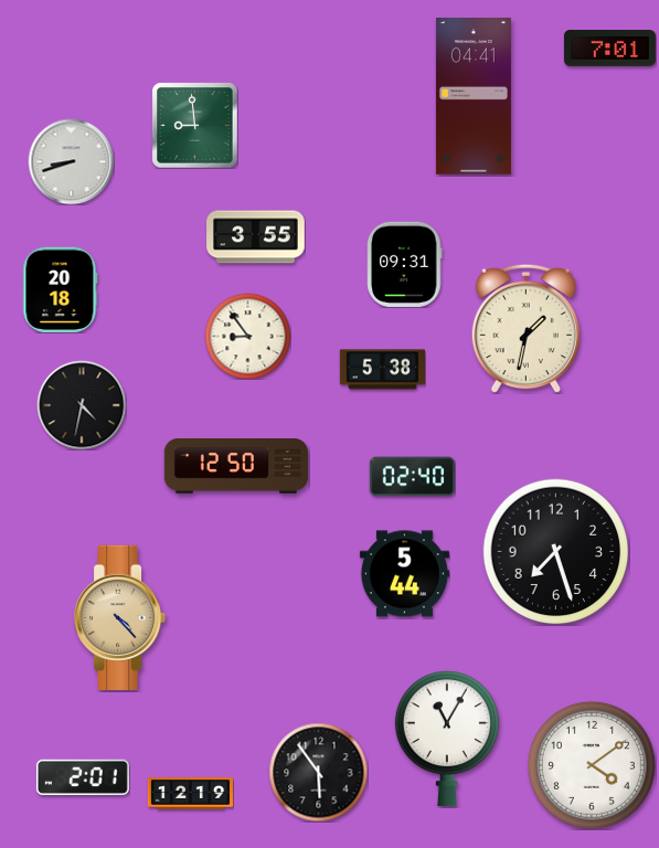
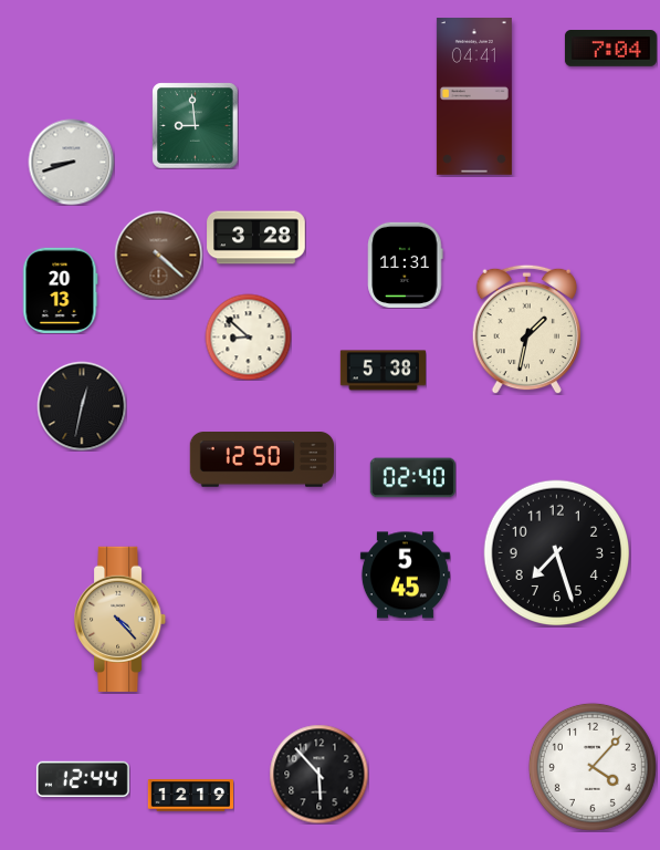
clock at (609, 49): 7:01 -> 7:04
clock at (256, 237): 3:55 -> 3:28
clock at (158, 255): none -> 4:22
clock at (405, 264): 09:31 -> 11:31
clock at (61, 289): 20:18 -> 20:13
clock at (247, 336): 8:54 -> 8:52
clock at (82, 405): 4:32 -> 12:32
clock at (235, 466) position: (235, 466) -> (261, 459)
clock at (404, 574): 5:44 -> 5:45
clock at (447, 740): 11:05 -> none
clock at (592, 765): 4:09 -> 4:07
clock at (318, 772): 5:54 -> 5:53
clock at (83, 777): 2:01 -> 12:44
